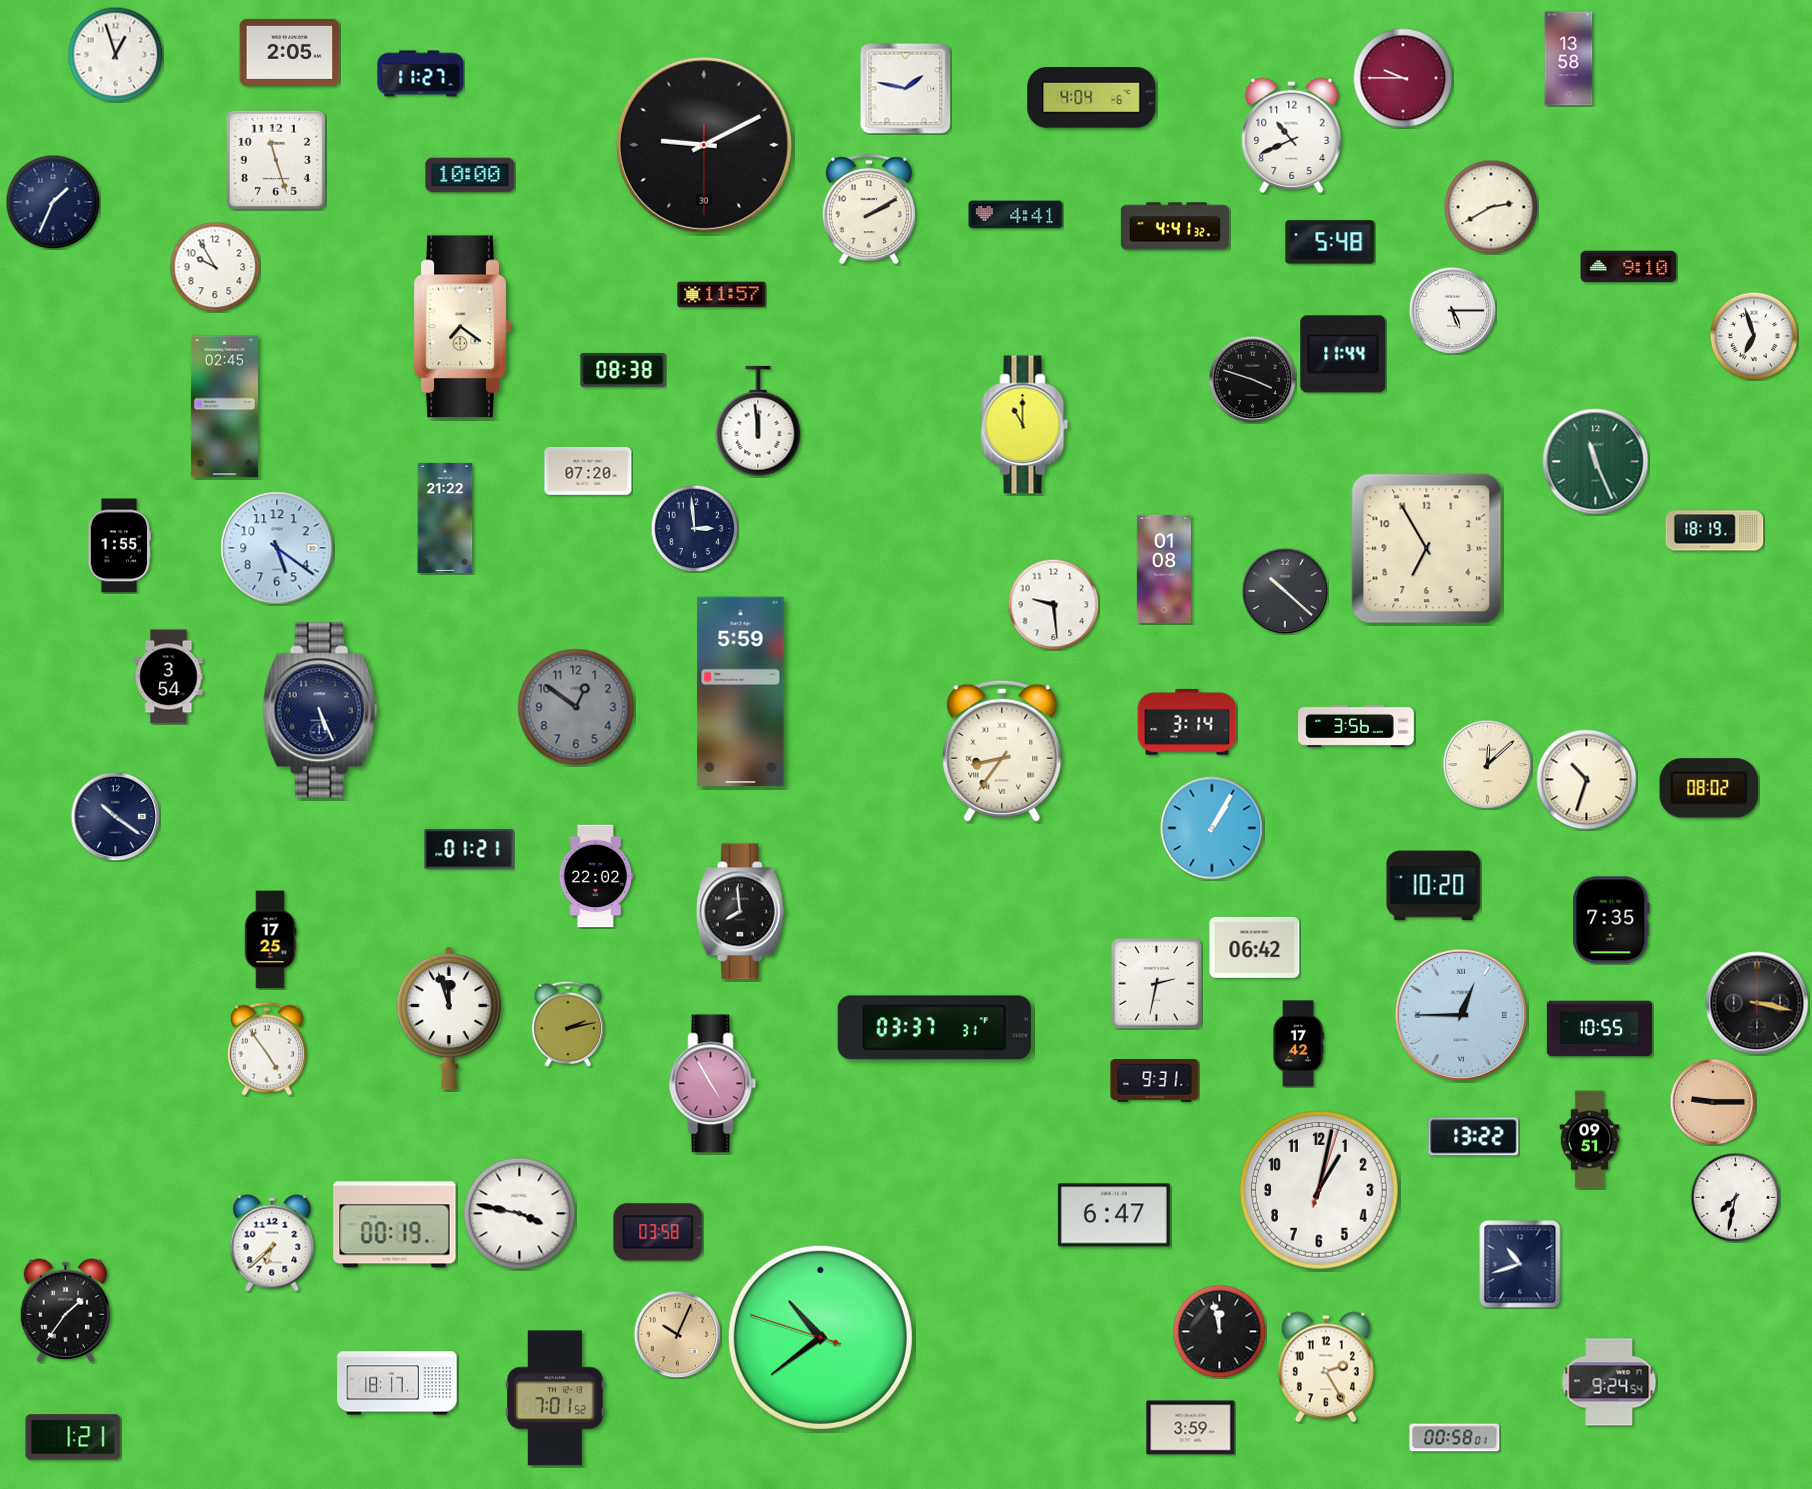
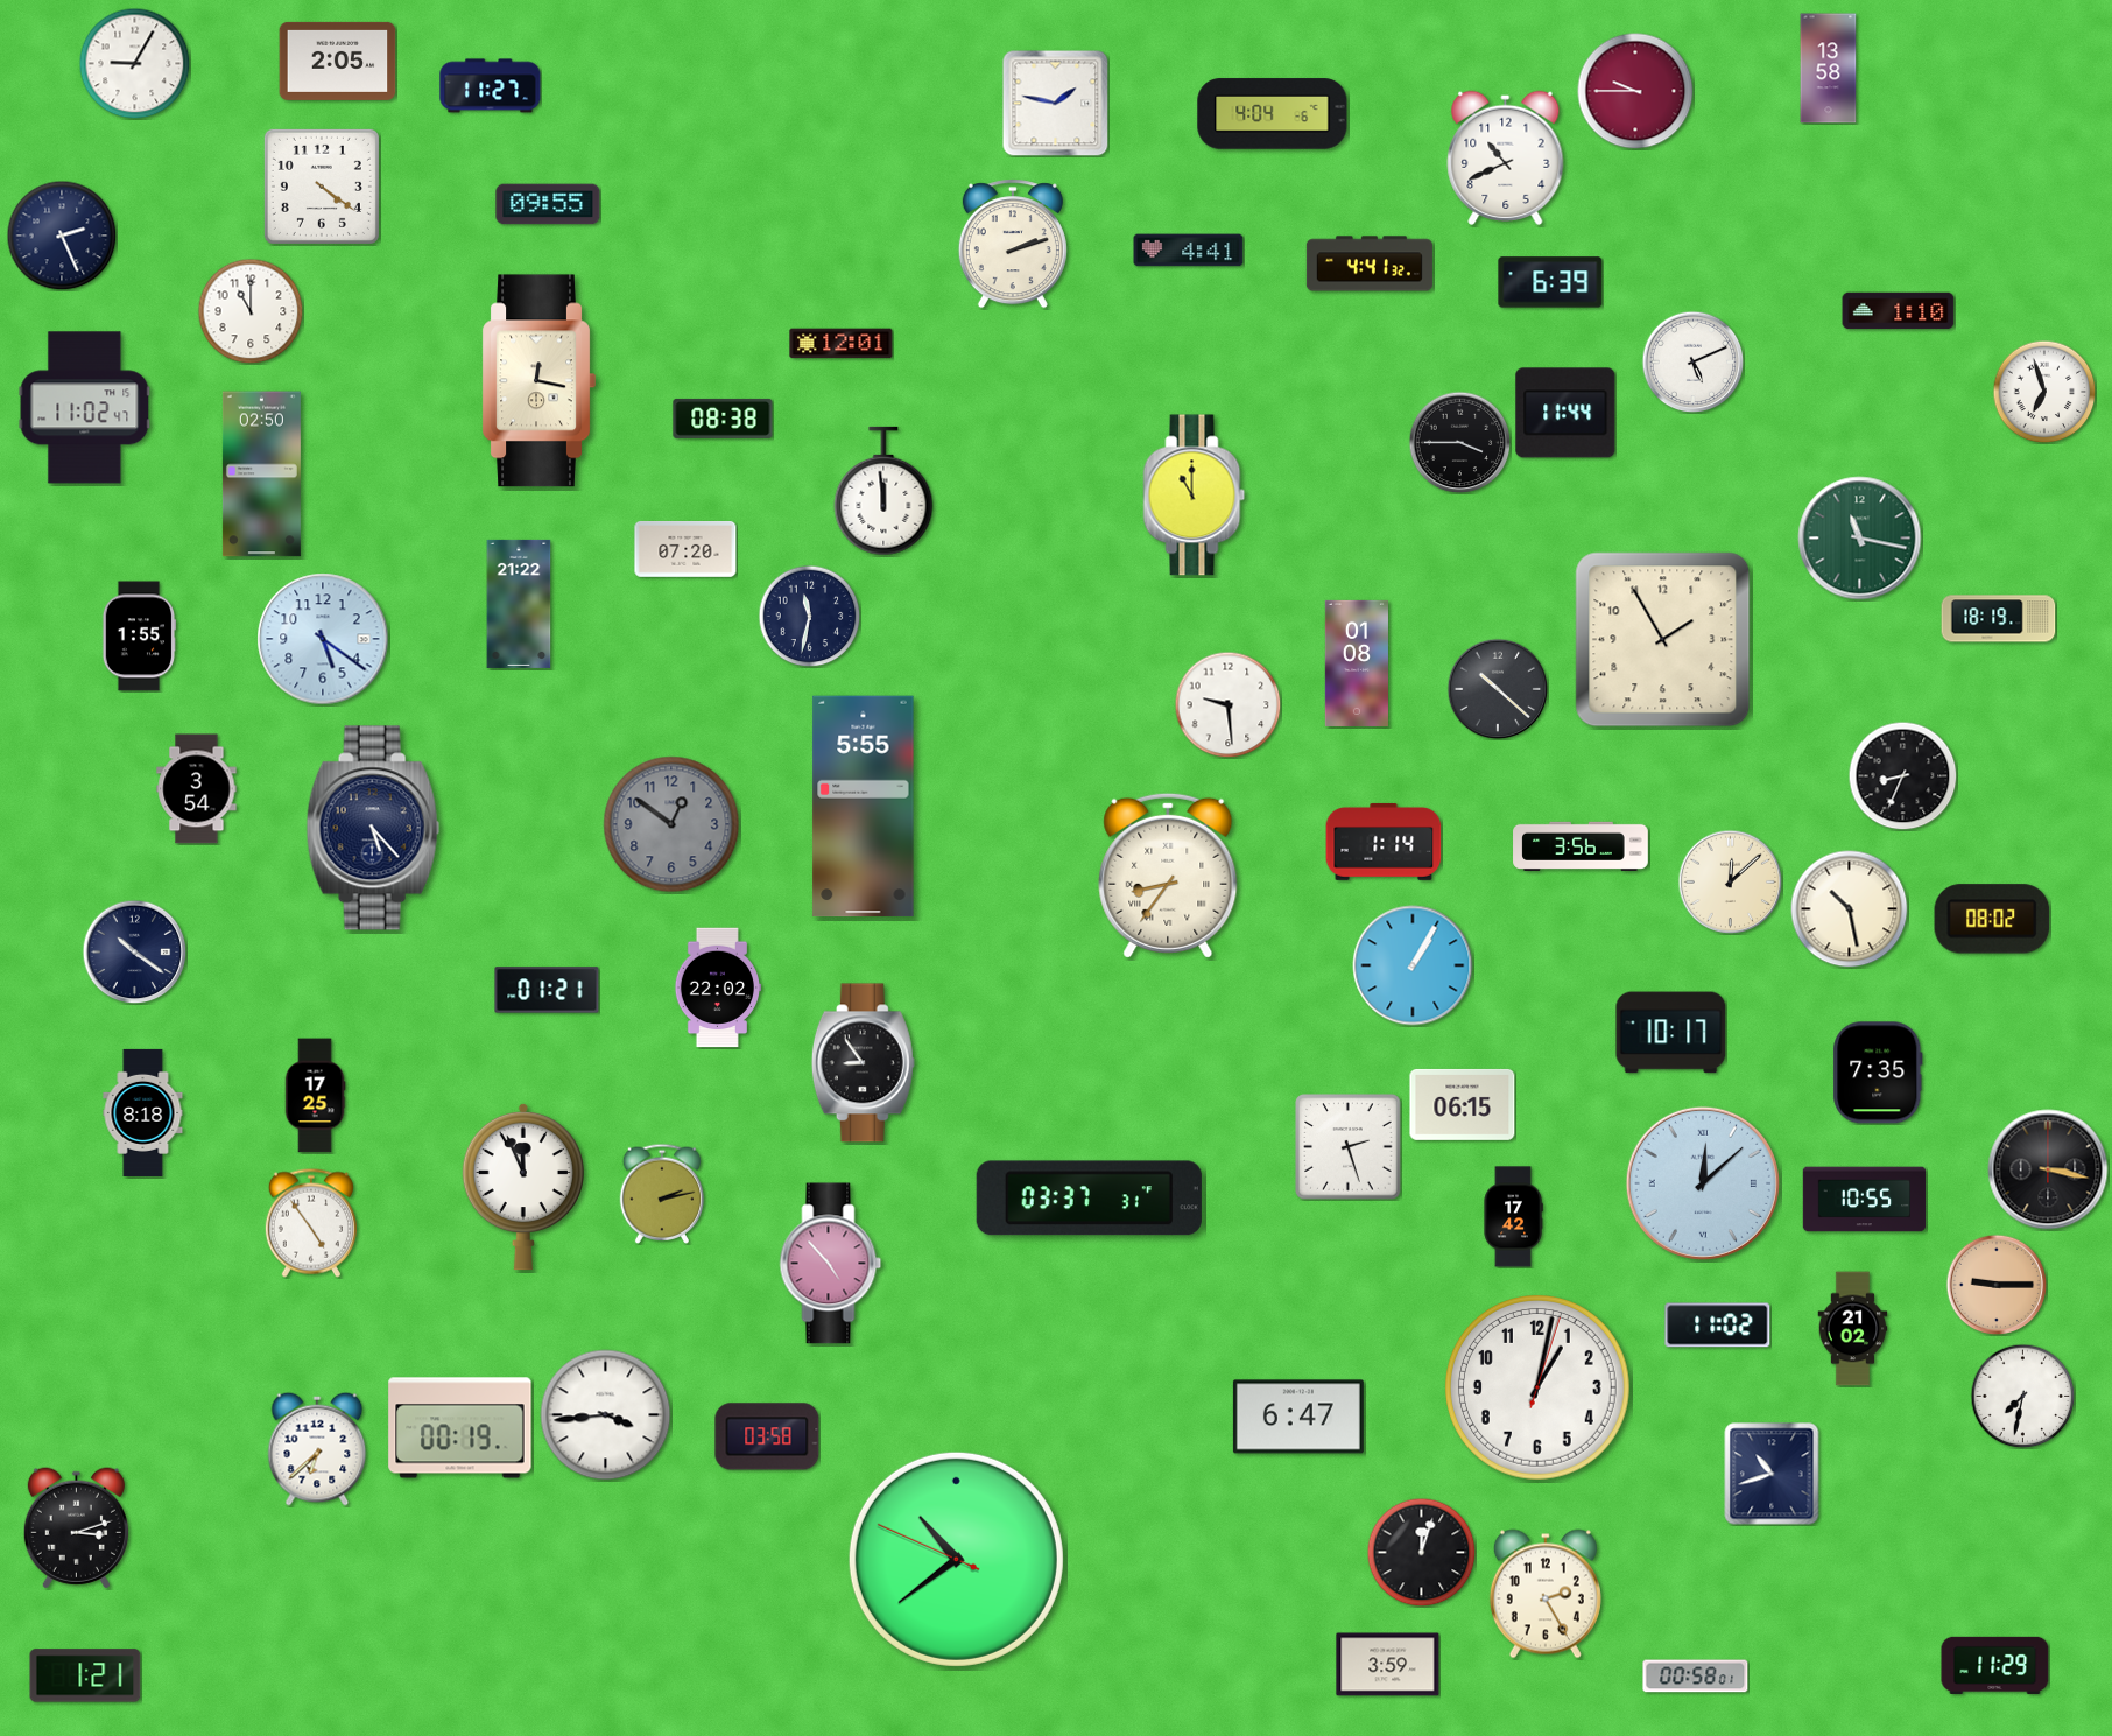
clock at (115, 54): 12:57 -> 9:05
clock at (704, 145): 9:10 -> none
clock at (276, 160): 11:27 -> 4:21
clock at (470, 175): 10:00 -> 09:55
clock at (53, 202): 1:34 -> 2:26
clock at (1491, 207): 2:40 -> none
clock at (869, 209): 2:10 -> 2:12
clock at (1016, 215) position: (1016, 215) -> (1189, 251)
clock at (1330, 242): 5:48 -> 6:39
clock at (215, 267): 9:55 -> 11:00
clock at (1629, 267): 9:10 -> 1:10
clock at (722, 295): 11:57 -> 12:01
clock at (1452, 310): 5:15 -> 5:11
clock at (462, 327): 7:21 -> 12:17
clock at (85, 408): none -> 11:02
clock at (623, 370) position: (623, 370) -> (723, 419)
clock at (1252, 379): 3:48 -> 3:45
clock at (224, 407): 02:45 -> 02:50
clock at (1596, 462): 11:26 -> 11:17
clock at (694, 528): 2:59 -> 11:32
clock at (1427, 549): 6:55 -> 1:55
clock at (1902, 775): none -> 8:34
clock at (741, 692): 5:59 -> 5:55
clock at (320, 710): 5:26 -> 5:23
clock at (1187, 722): 3:14 -> 1:14
clock at (1487, 764) position: (1487, 764) -> (1730, 881)
clock at (1587, 780): 10:33 -> 10:28
clock at (595, 876) position: (595, 876) -> (717, 988)
clock at (1434, 886): 10:20 -> 10:17
clock at (740, 912): 7:59 -> 8:54
clock at (1255, 947): 06:42 -> 06:15
clock at (143, 1112): none -> 8:18
clock at (1157, 984): 2:32 -> 2:27
clock at (1461, 1015): 12:45 -> 12:08
clock at (449, 1018): 11:57 -> 11:56
clock at (1155, 1081): 9:31 -> none
clock at (713, 1084): 4:55 -> 4:53
clock at (1474, 1137): 13:22 -> 11:02
clock at (1590, 1140): 09:51 -> 21:02
clock at (520, 1214): 3:47 -> 3:44
clock at (65, 1311): 1:36 -> 3:12
clock at (1219, 1331): 11:58 -> 12:03
clock at (677, 1334): 10:04 -> none
clock at (820, 1337): 10:38:48 -> 10:38:49
clock at (1609, 1382): 9:24 -> none
clock at (397, 1383): 18:17 -> none
clock at (555, 1398): 7:01 -> none
clock at (1995, 1665): none -> 11:29
